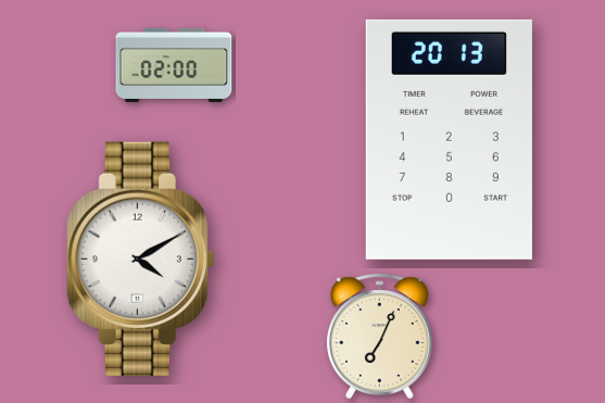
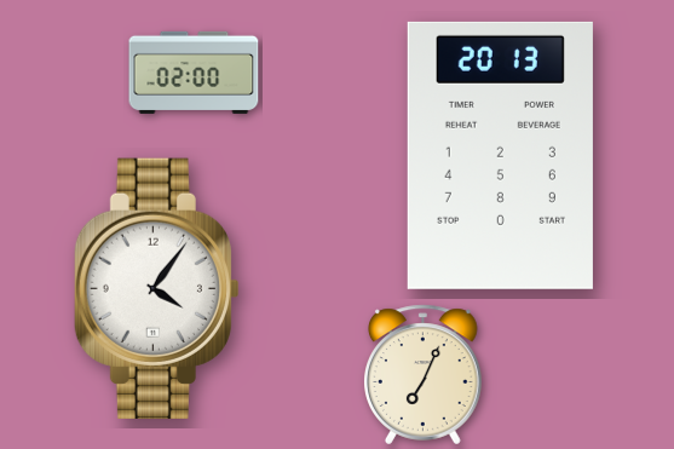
clock at (140, 259): 4:10 -> 4:06
